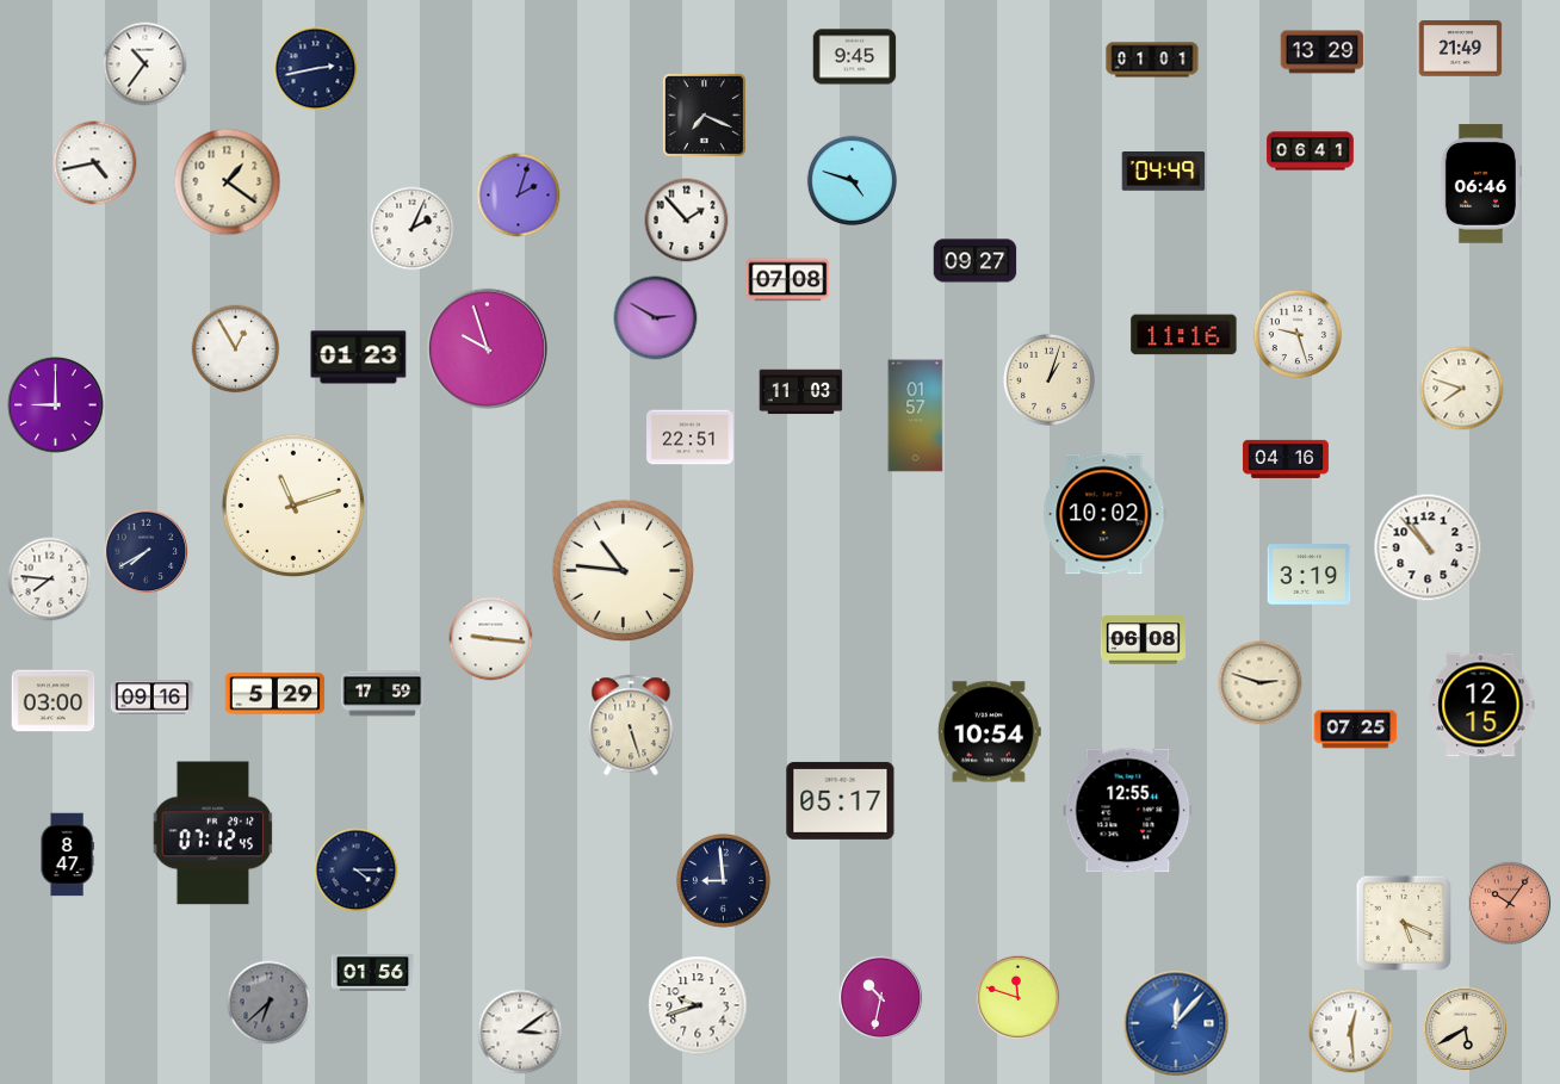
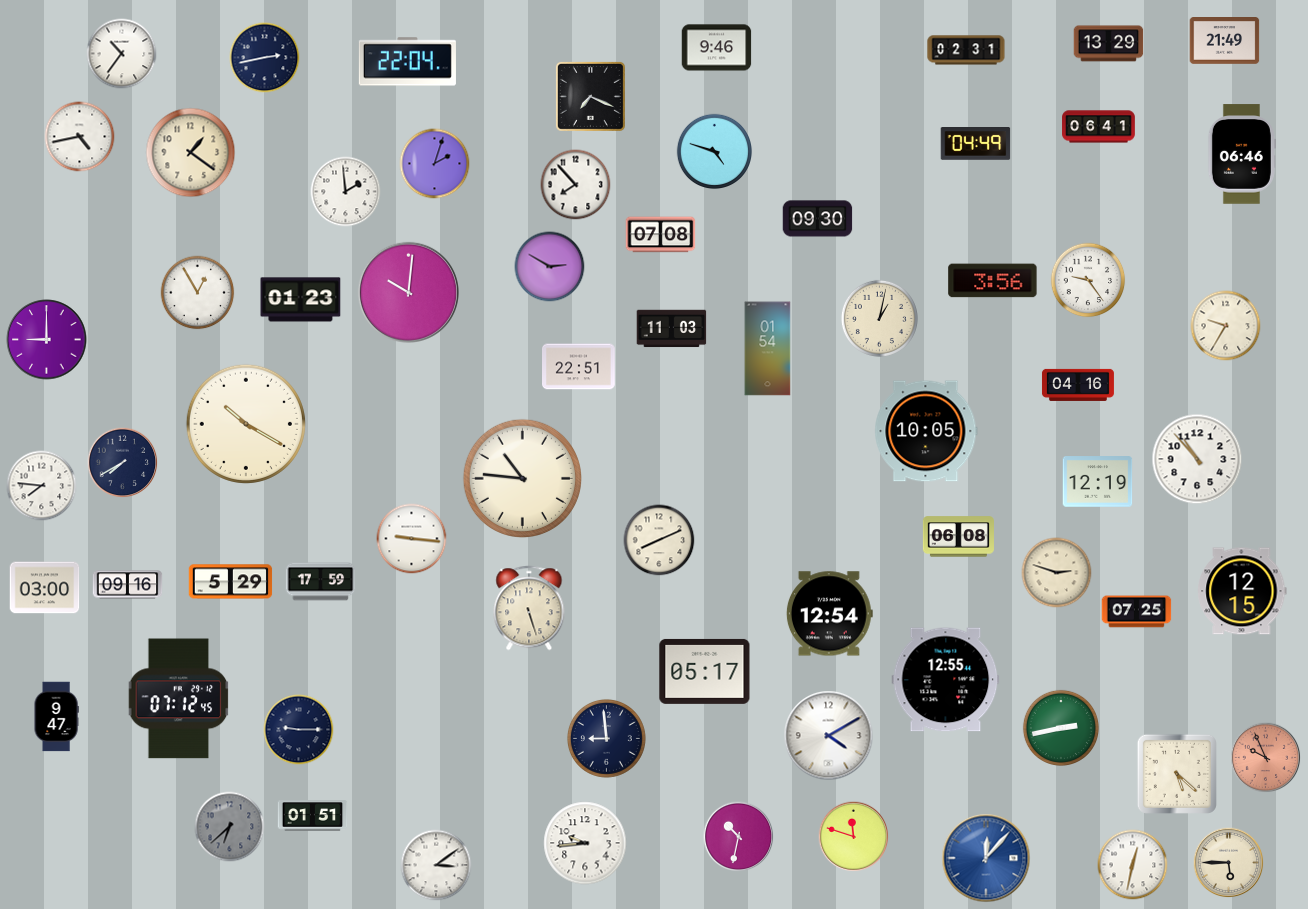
clock at (855, 57): 9:45 -> 9:46
clock at (1152, 60): 01:01 -> 02:31
clock at (407, 62): none -> 22:04
clock at (687, 221): 1:53 -> 7:53
clock at (413, 229): 2:04 -> 1:59
clock at (976, 261): 09:27 -> 09:30
clock at (1298, 334): 9:27 -> 9:24
clock at (1184, 335): 11:16 -> 3:56
clock at (487, 348): 9:57 -> 10:01
clock at (1048, 379): 1:03 -> 1:02
clock at (1462, 389): 7:48 -> 9:35
clock at (916, 416): 01:57 -> 01:54
clock at (293, 506): 11:12 -> 10:20
clock at (1104, 514): 10:02 -> 10:05
clock at (1310, 575): 3:19 -> 12:19
clock at (491, 639) position: (491, 639) -> (412, 539)
clock at (659, 540): none -> 8:11
clock at (989, 732): 10:54 -> 12:54
clock at (67, 855): 8:47 -> 9:47
clock at (1061, 728): none -> 2:43
clock at (357, 871): 4:15 -> 9:15
clock at (829, 736): none -> 4:10
clock at (1510, 904): 10:06 -> 9:56
clock at (1404, 923): 5:19 -> 5:22
clock at (373, 973): 01:56 -> 01:51
clock at (270, 1003) position: (270, 1003) -> (230, 827)
clock at (698, 1005): 9:42 -> 9:44
clock at (1466, 1029): 5:40 -> 5:45
clock at (1351, 1032): 12:29 -> 12:32
